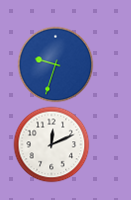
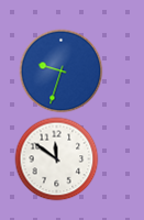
clock at (52, 145): 12:11 -> 11:51
